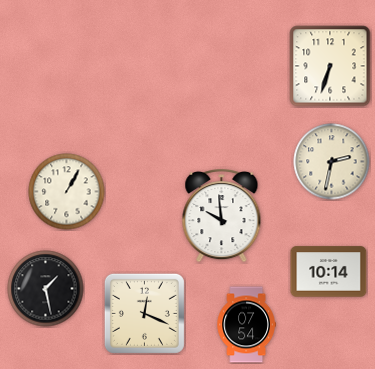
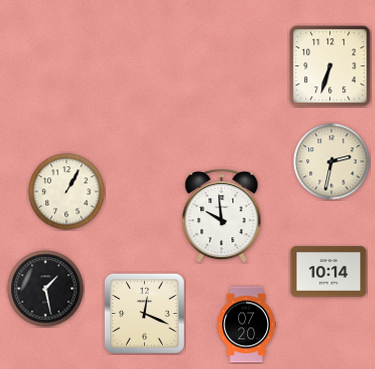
clock at (246, 325): 07:54 -> 07:20
